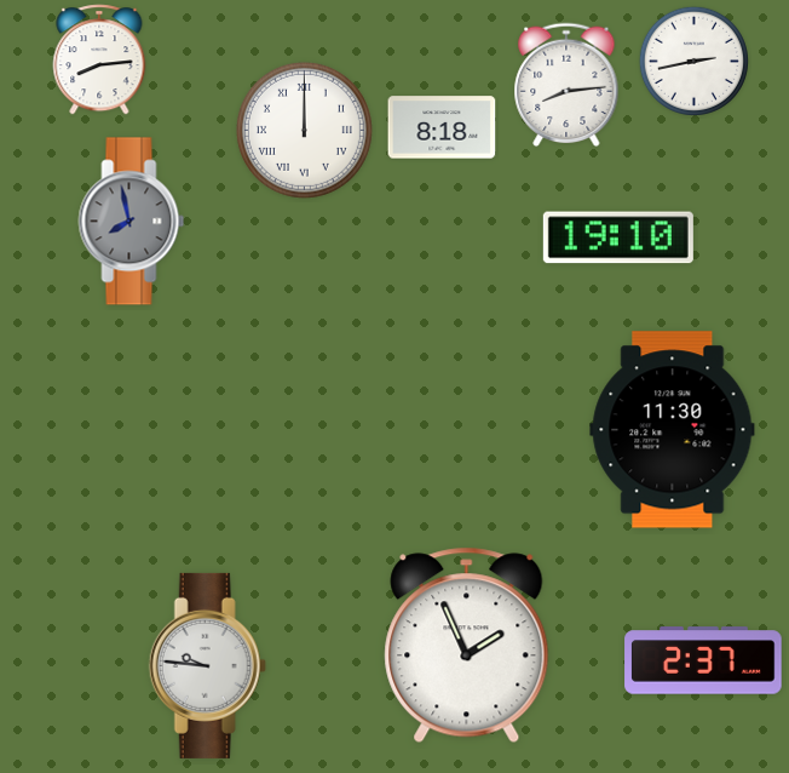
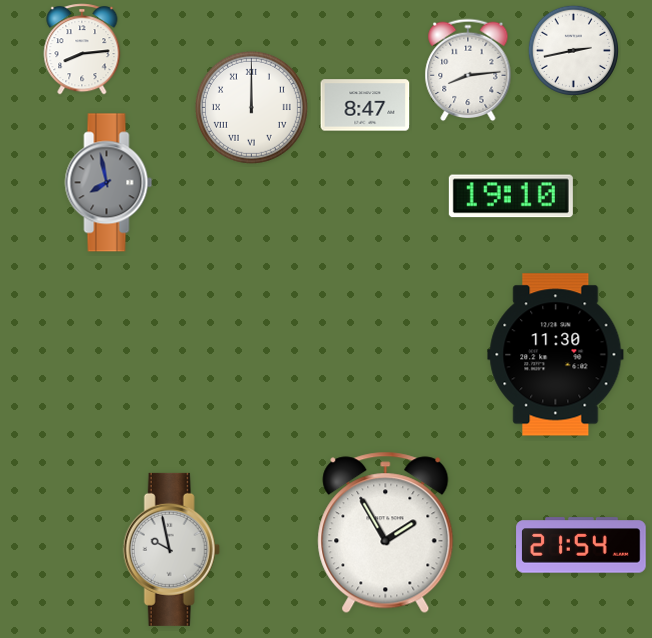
clock at (442, 127): 8:18 -> 8:47
clock at (467, 646): 1:56 -> 1:55
clock at (703, 660): 2:37 -> 21:54
clock at (207, 665): 9:46 -> 9:58
